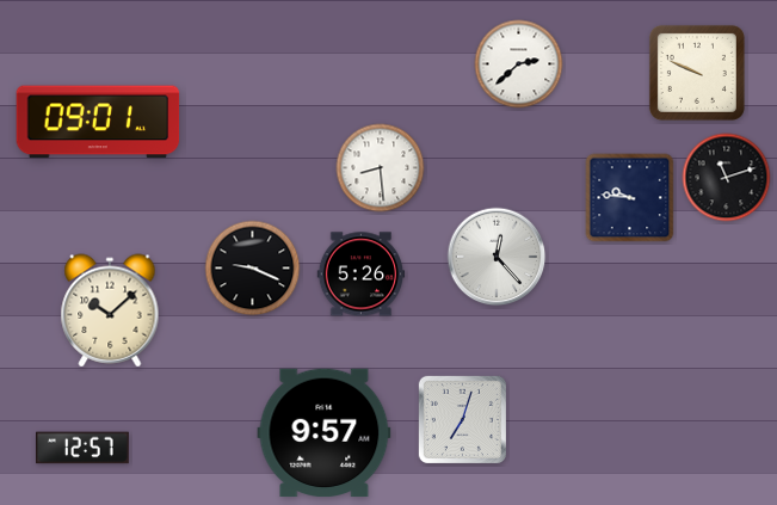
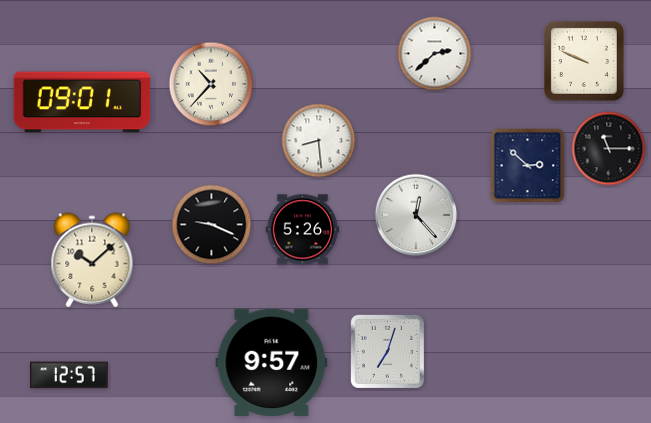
clock at (211, 84): none -> 10:37
clock at (727, 178): 11:12 -> 11:15
clock at (630, 198): 9:46 -> 2:52
